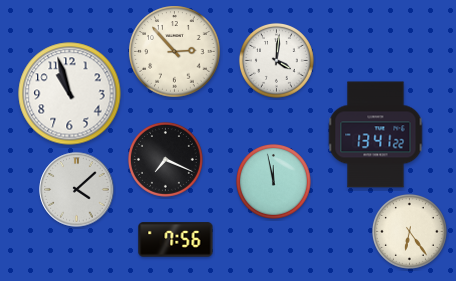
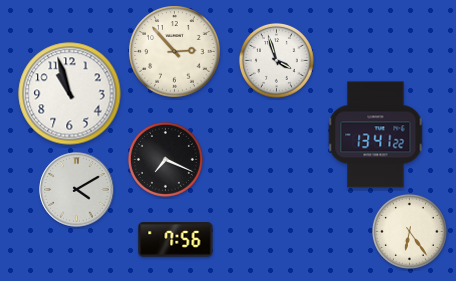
clock at (276, 60): 4:01 -> 3:57
clock at (273, 181): 11:58 -> none
clock at (77, 190): 4:08 -> 4:10
